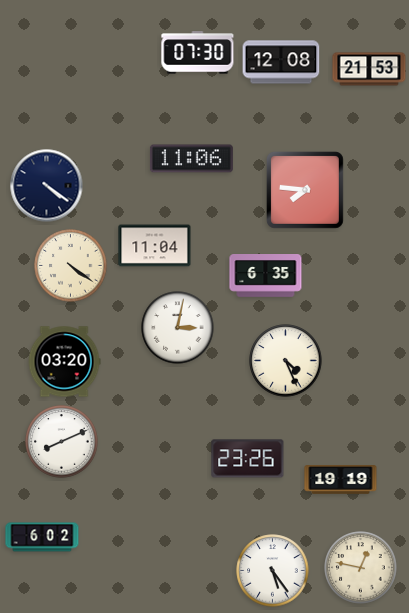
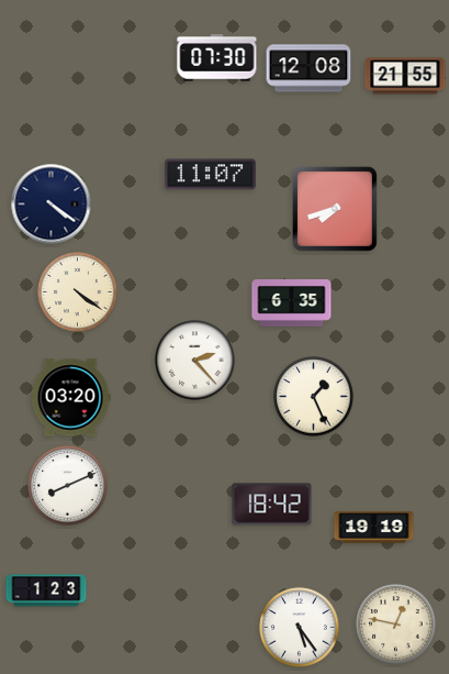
clock at (369, 69): 21:53 -> 21:55
clock at (191, 159): 11:06 -> 11:07
clock at (305, 190): 7:46 -> 7:42
clock at (155, 246): 11:04 -> none
clock at (178, 328): 3:02 -> 2:23
clock at (286, 361): 4:26 -> 1:26
clock at (248, 459): 23:26 -> 18:42
clock at (42, 537): 6:02 -> 1:23
